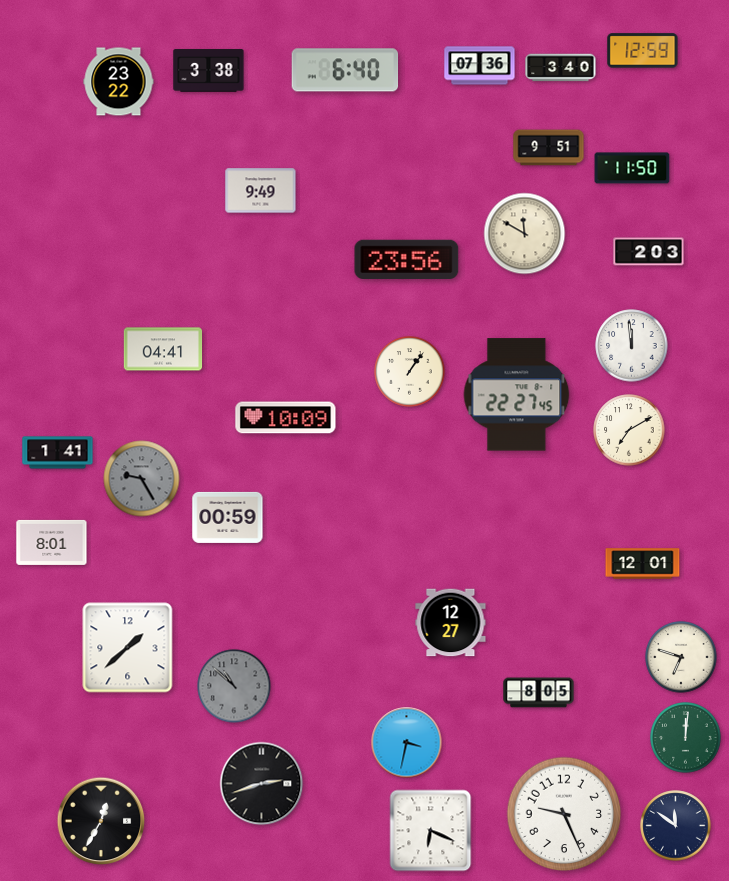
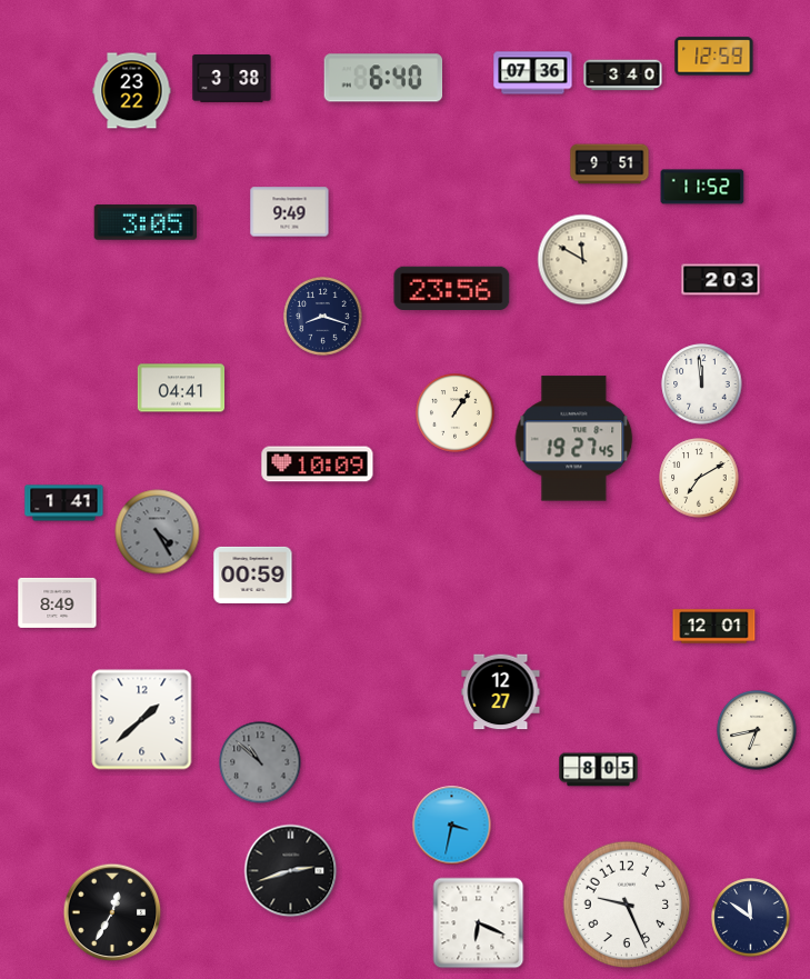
clock at (632, 168): 11:50 -> 11:52
clock at (144, 222): none -> 3:05
clock at (323, 317): none -> 8:18
clock at (517, 395): 22:27 -> 19:27
clock at (142, 479): 9:25 -> 4:25
clock at (52, 542): 8:01 -> 8:49
clock at (681, 657): 6:48 -> 6:43
clock at (686, 738): 12:01 -> none
